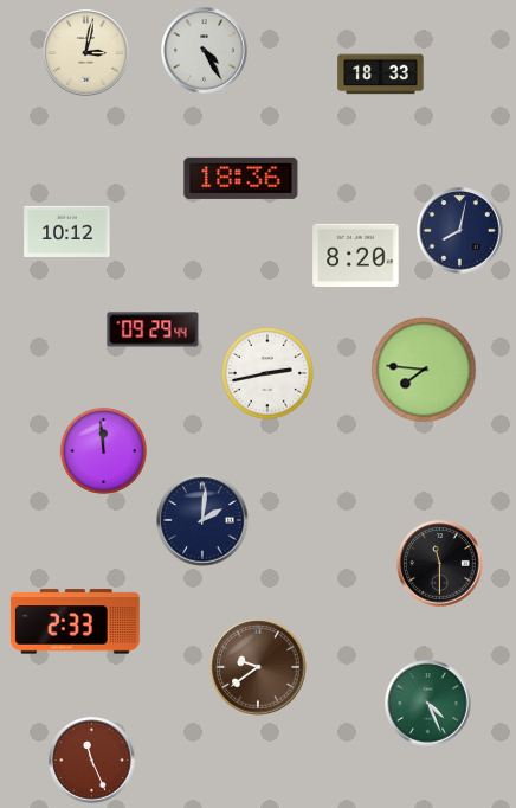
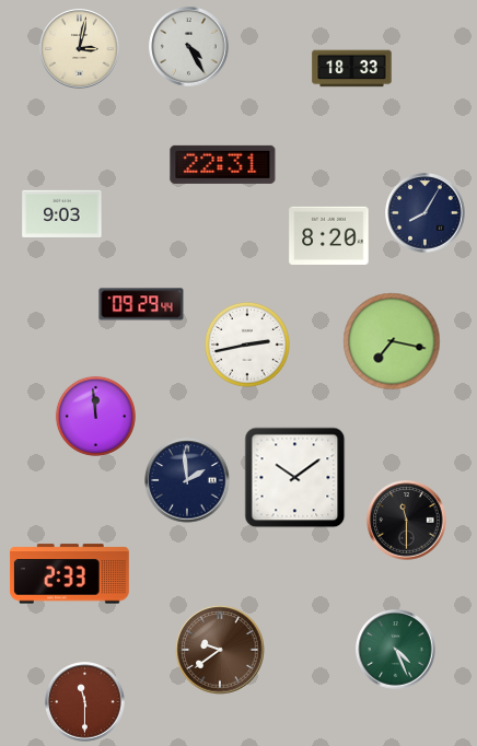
clock at (241, 178): 18:36 -> 22:31
clock at (67, 231): 10:12 -> 9:03
clock at (460, 231): 8:02 -> 8:05
clock at (424, 370): 7:46 -> 7:17
clock at (295, 478): none -> 10:09
clock at (202, 520): 2:01 -> 1:59
clock at (258, 667) position: (258, 667) -> (220, 650)
clock at (92, 761): 11:26 -> 11:30
